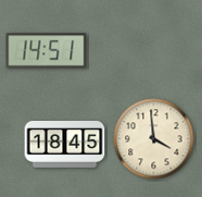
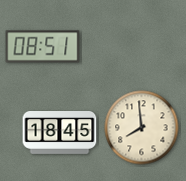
clock at (47, 51): 14:51 -> 08:51
clock at (154, 139): 3:59 -> 7:59
